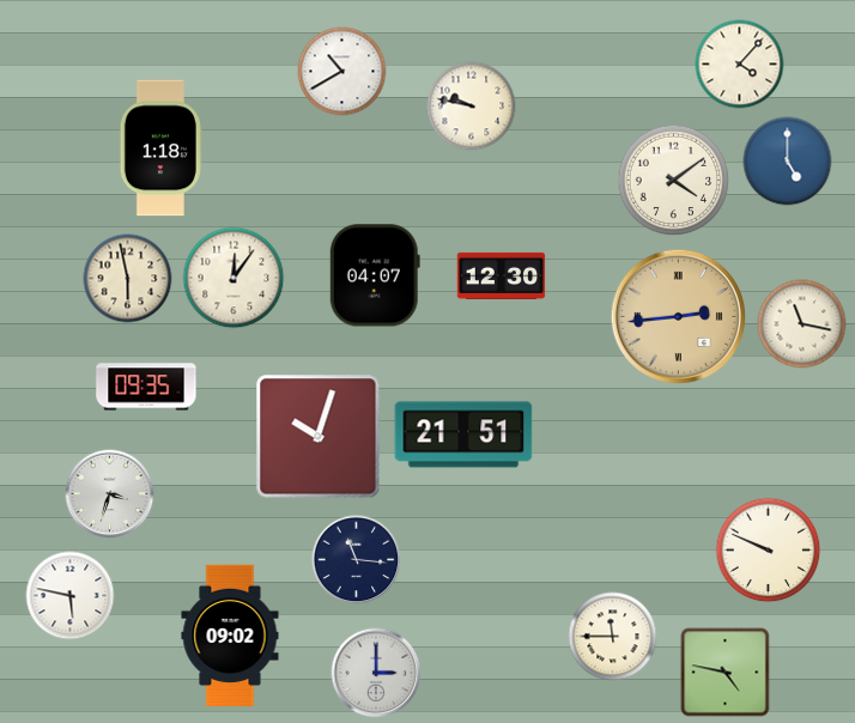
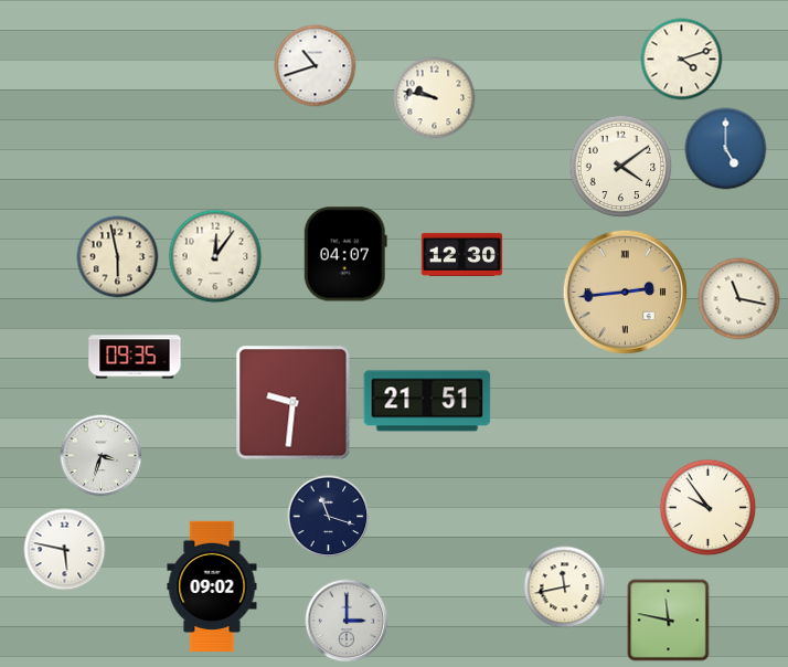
clock at (740, 65): 4:07 -> 4:12
clock at (342, 72): 10:40 -> 10:42
clock at (160, 148): 1:18 -> none
clock at (319, 437): 10:03 -> 9:31
clock at (769, 551): 9:49 -> 9:54
clock at (357, 560): 11:16 -> 11:18
clock at (613, 637): 11:45 -> 11:43
clock at (726, 673): 4:47 -> 11:47
